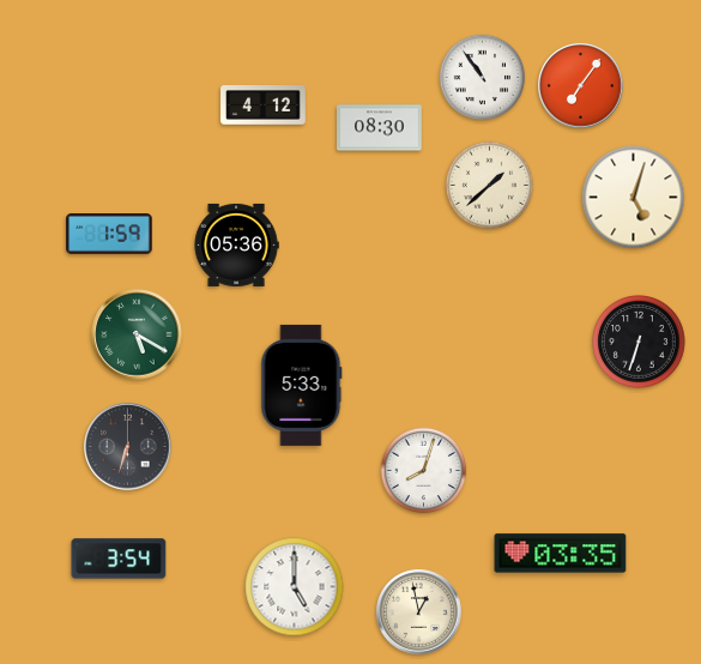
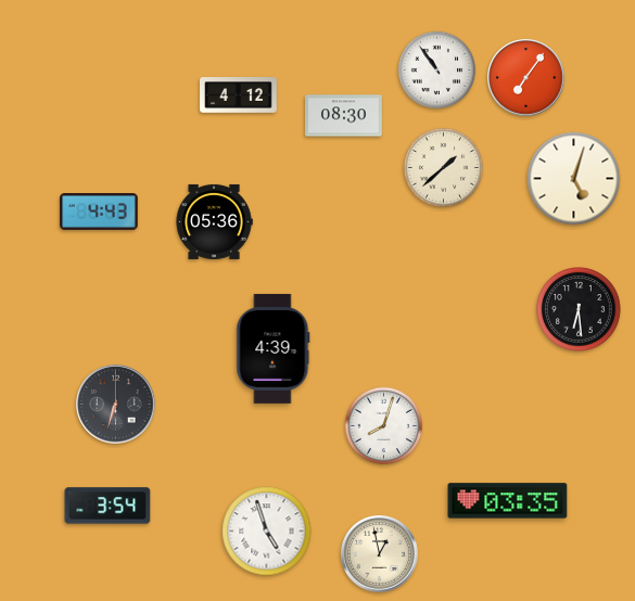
clock at (109, 235): 1:59 -> 4:43
clock at (137, 334): 5:20 -> none
clock at (639, 342): 6:33 -> 6:29
clock at (302, 385): 5:33 -> 4:39
clock at (295, 587): 5:00 -> 4:57
